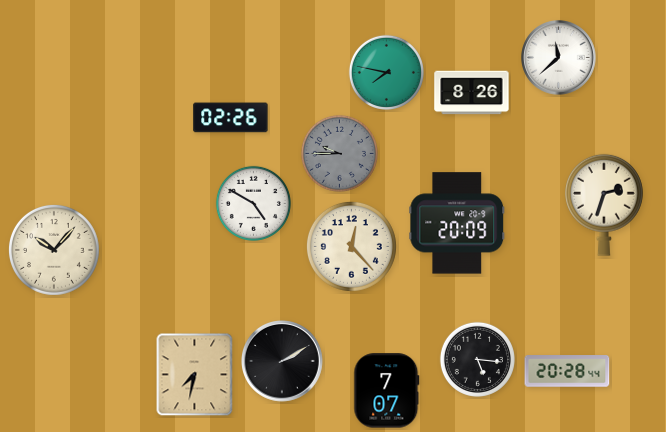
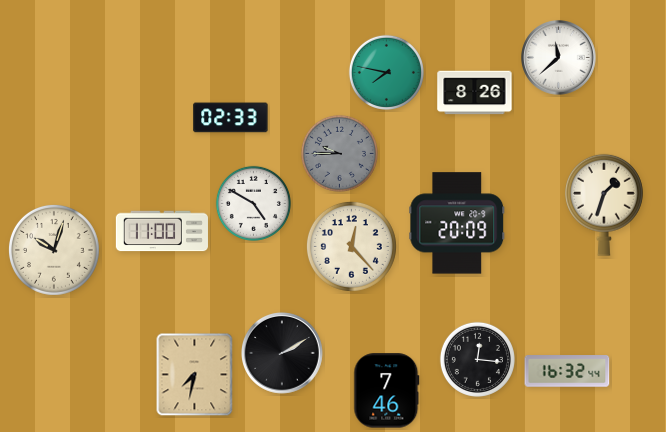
clock at (472, 93) position: (472, 93) -> (475, 93)
clock at (231, 118): 02:26 -> 02:33
clock at (605, 205): 2:33 -> 1:33
clock at (162, 231): none -> 11:00
clock at (54, 250): 10:07 -> 10:03
clock at (477, 359): 5:16 -> 12:16
clock at (283, 362) position: (283, 362) -> (283, 354)
clock at (567, 371): 20:28 -> 16:32
clock at (387, 391): 7:07 -> 7:46
